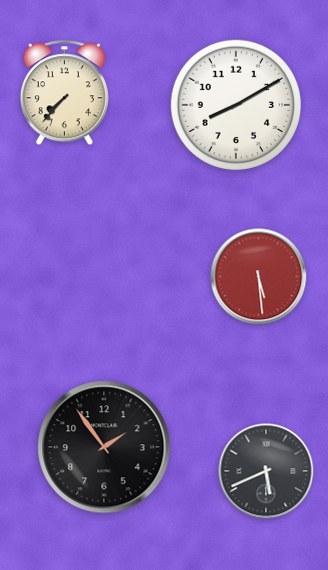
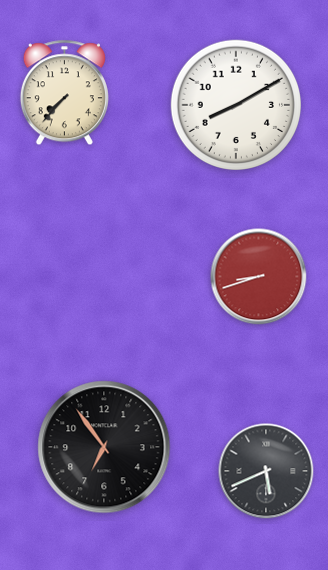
clock at (259, 277): 5:29 -> 8:42
clock at (104, 447): 1:54 -> 6:54
